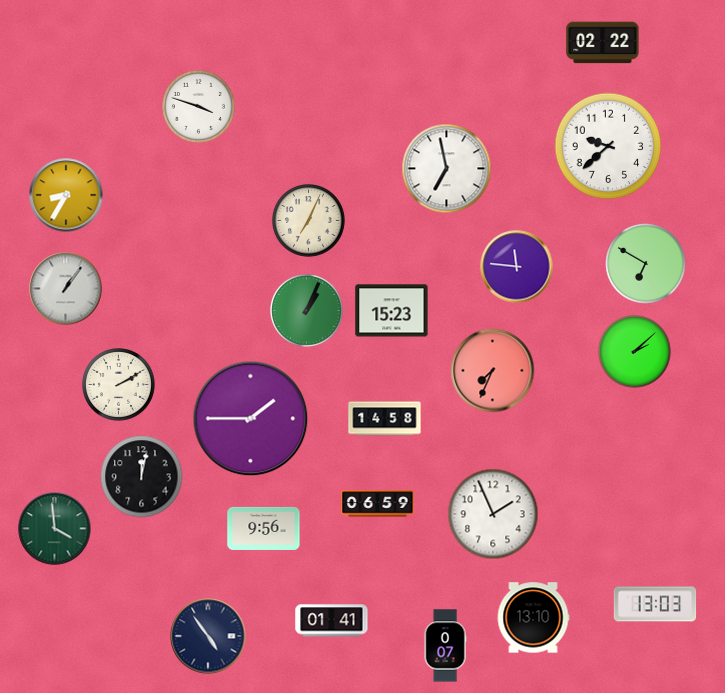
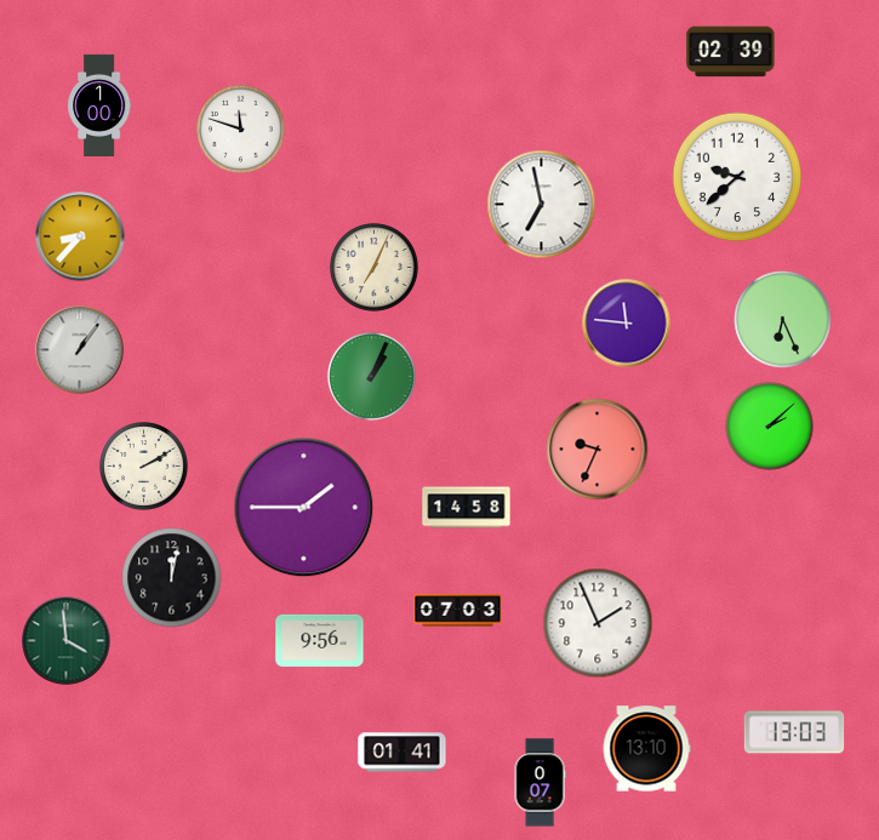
clock at (603, 43): 02:22 -> 02:39
clock at (99, 104): none -> 1:00
clock at (199, 107): 3:48 -> 11:48
clock at (66, 195): 8:35 -> 8:37
clock at (646, 264): 6:50 -> 6:26
clock at (392, 311): 15:23 -> none
clock at (493, 371): 7:34 -> 9:34
clock at (378, 504): 06:59 -> 07:03
clock at (208, 636): 4:54 -> none
